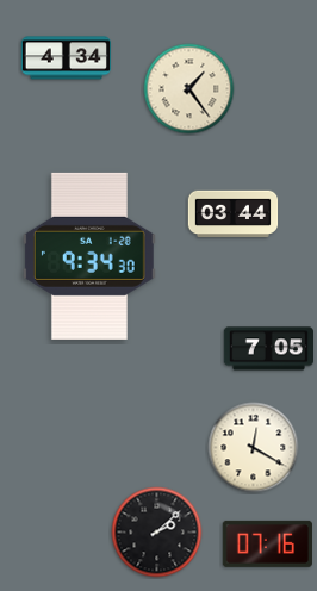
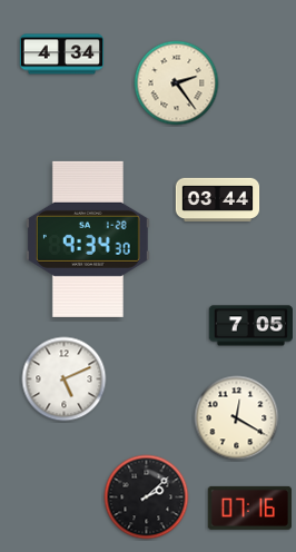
clock at (189, 89): 1:24 -> 2:24
clock at (89, 256) position: (89, 256) -> (88, 239)
clock at (65, 379): none -> 5:11
